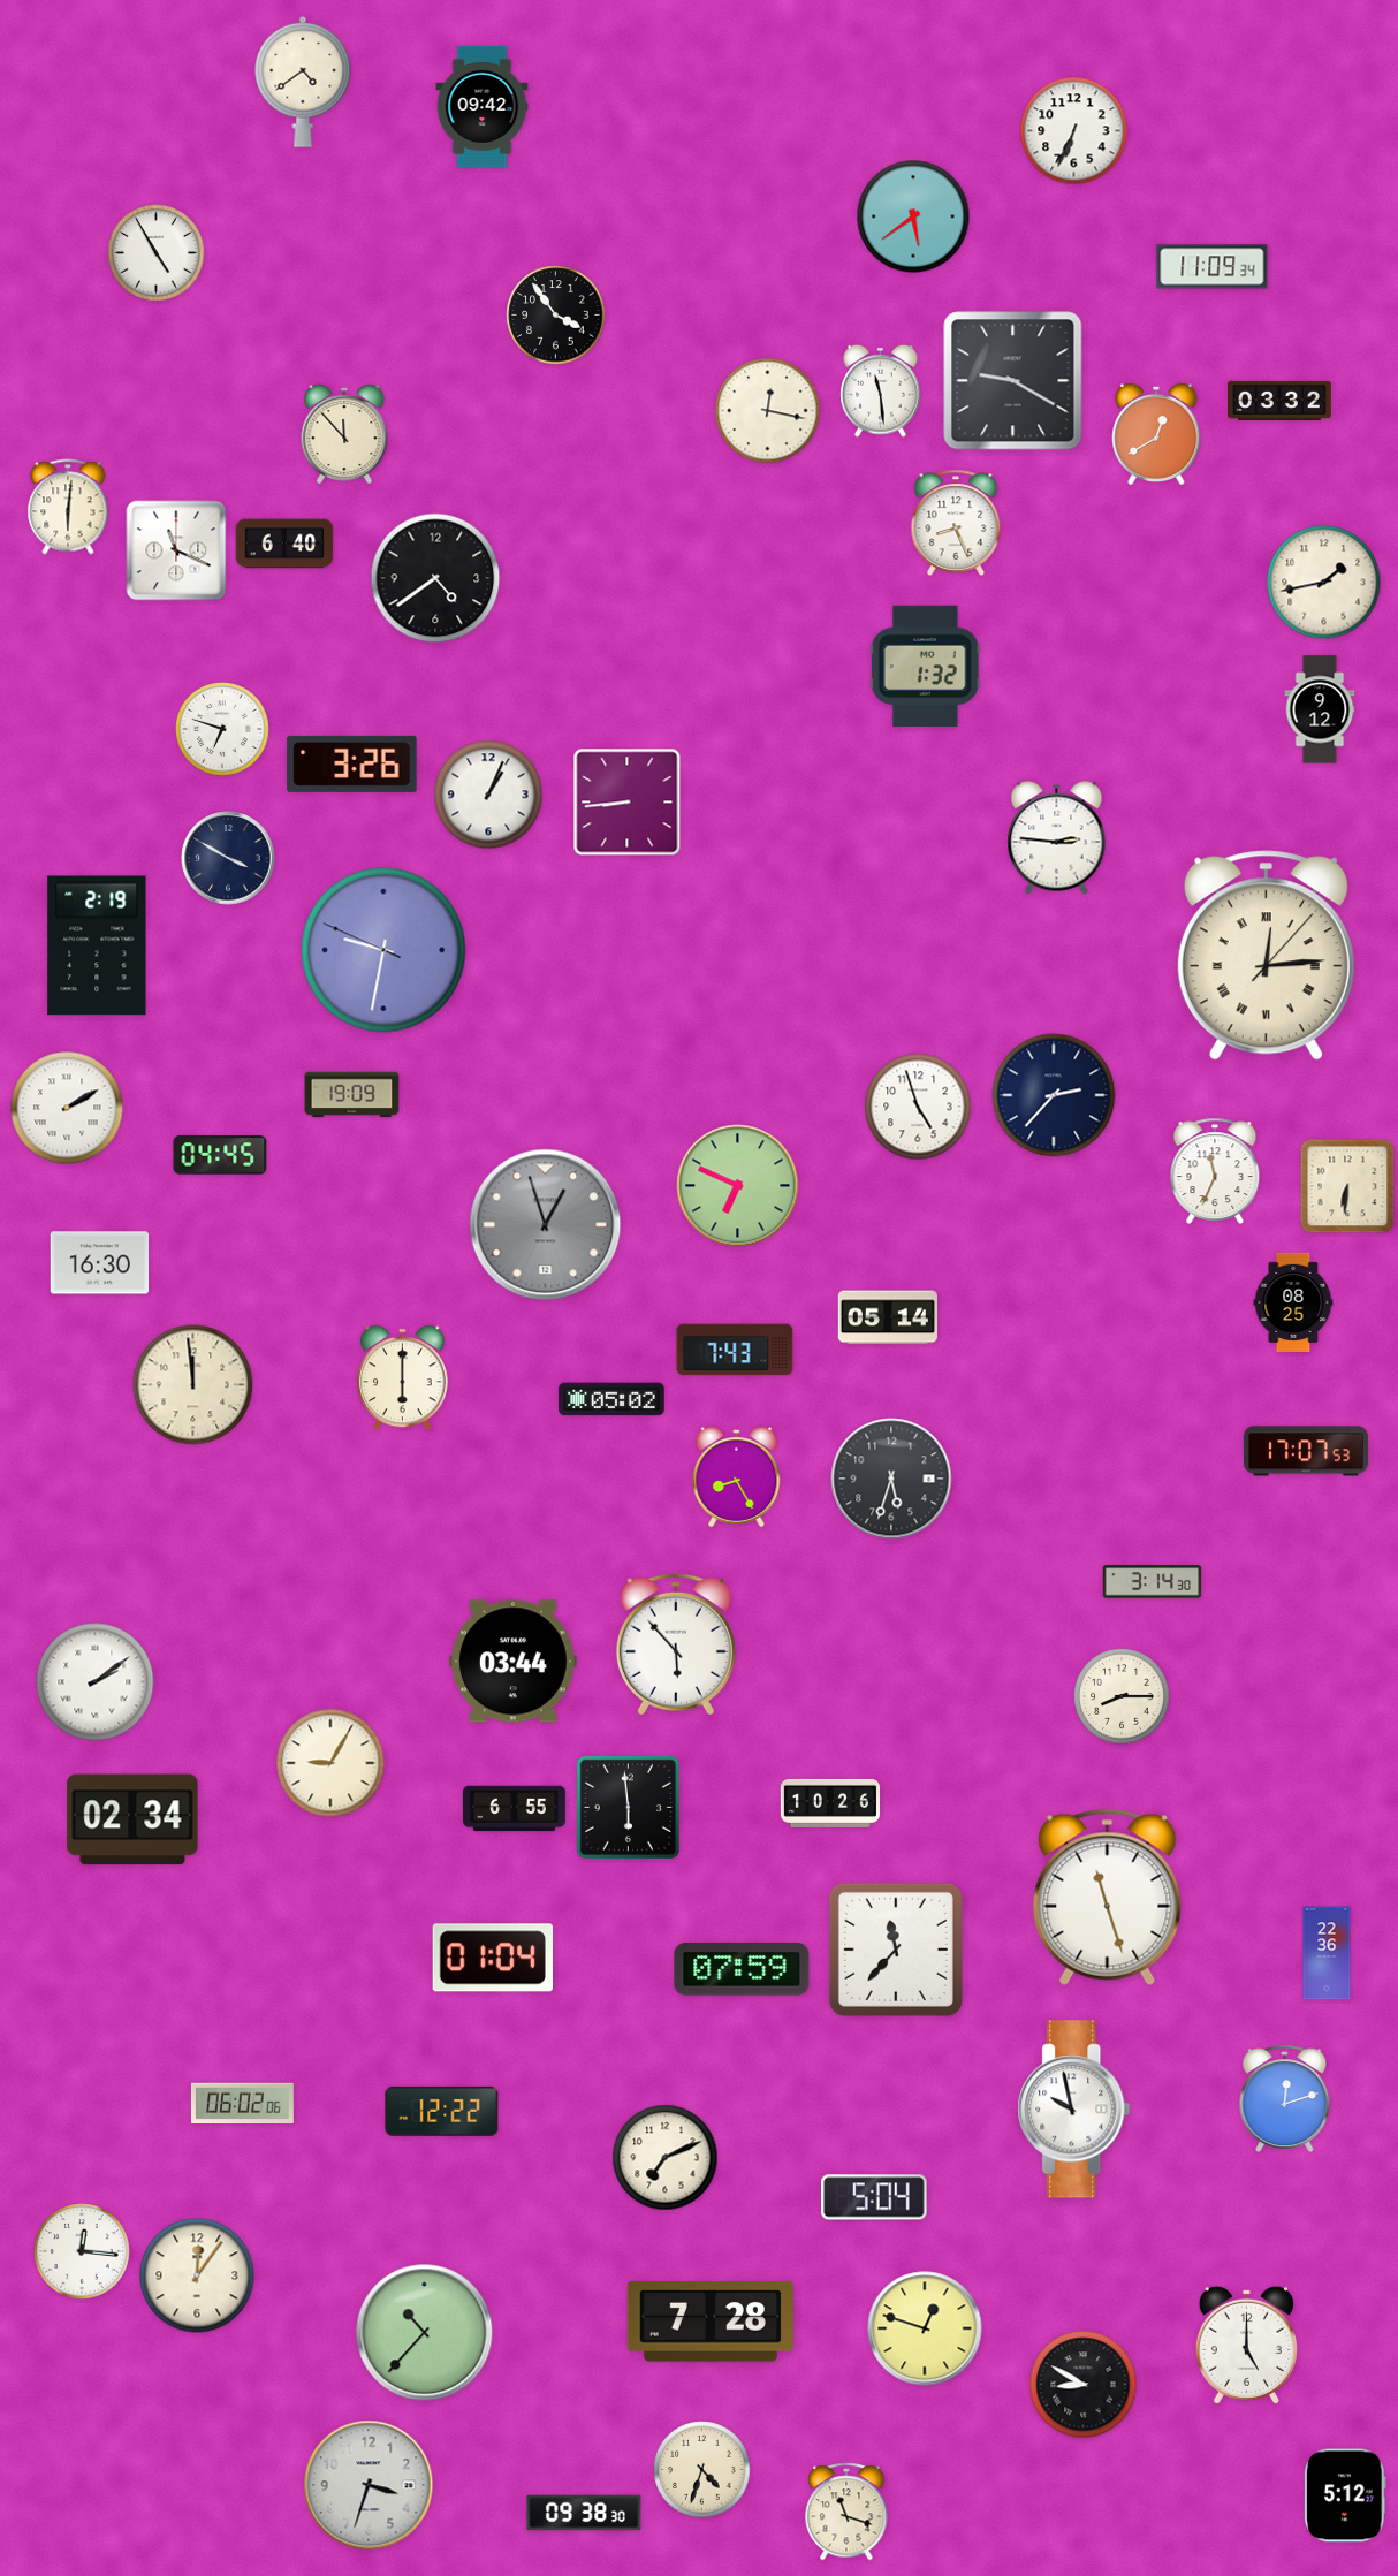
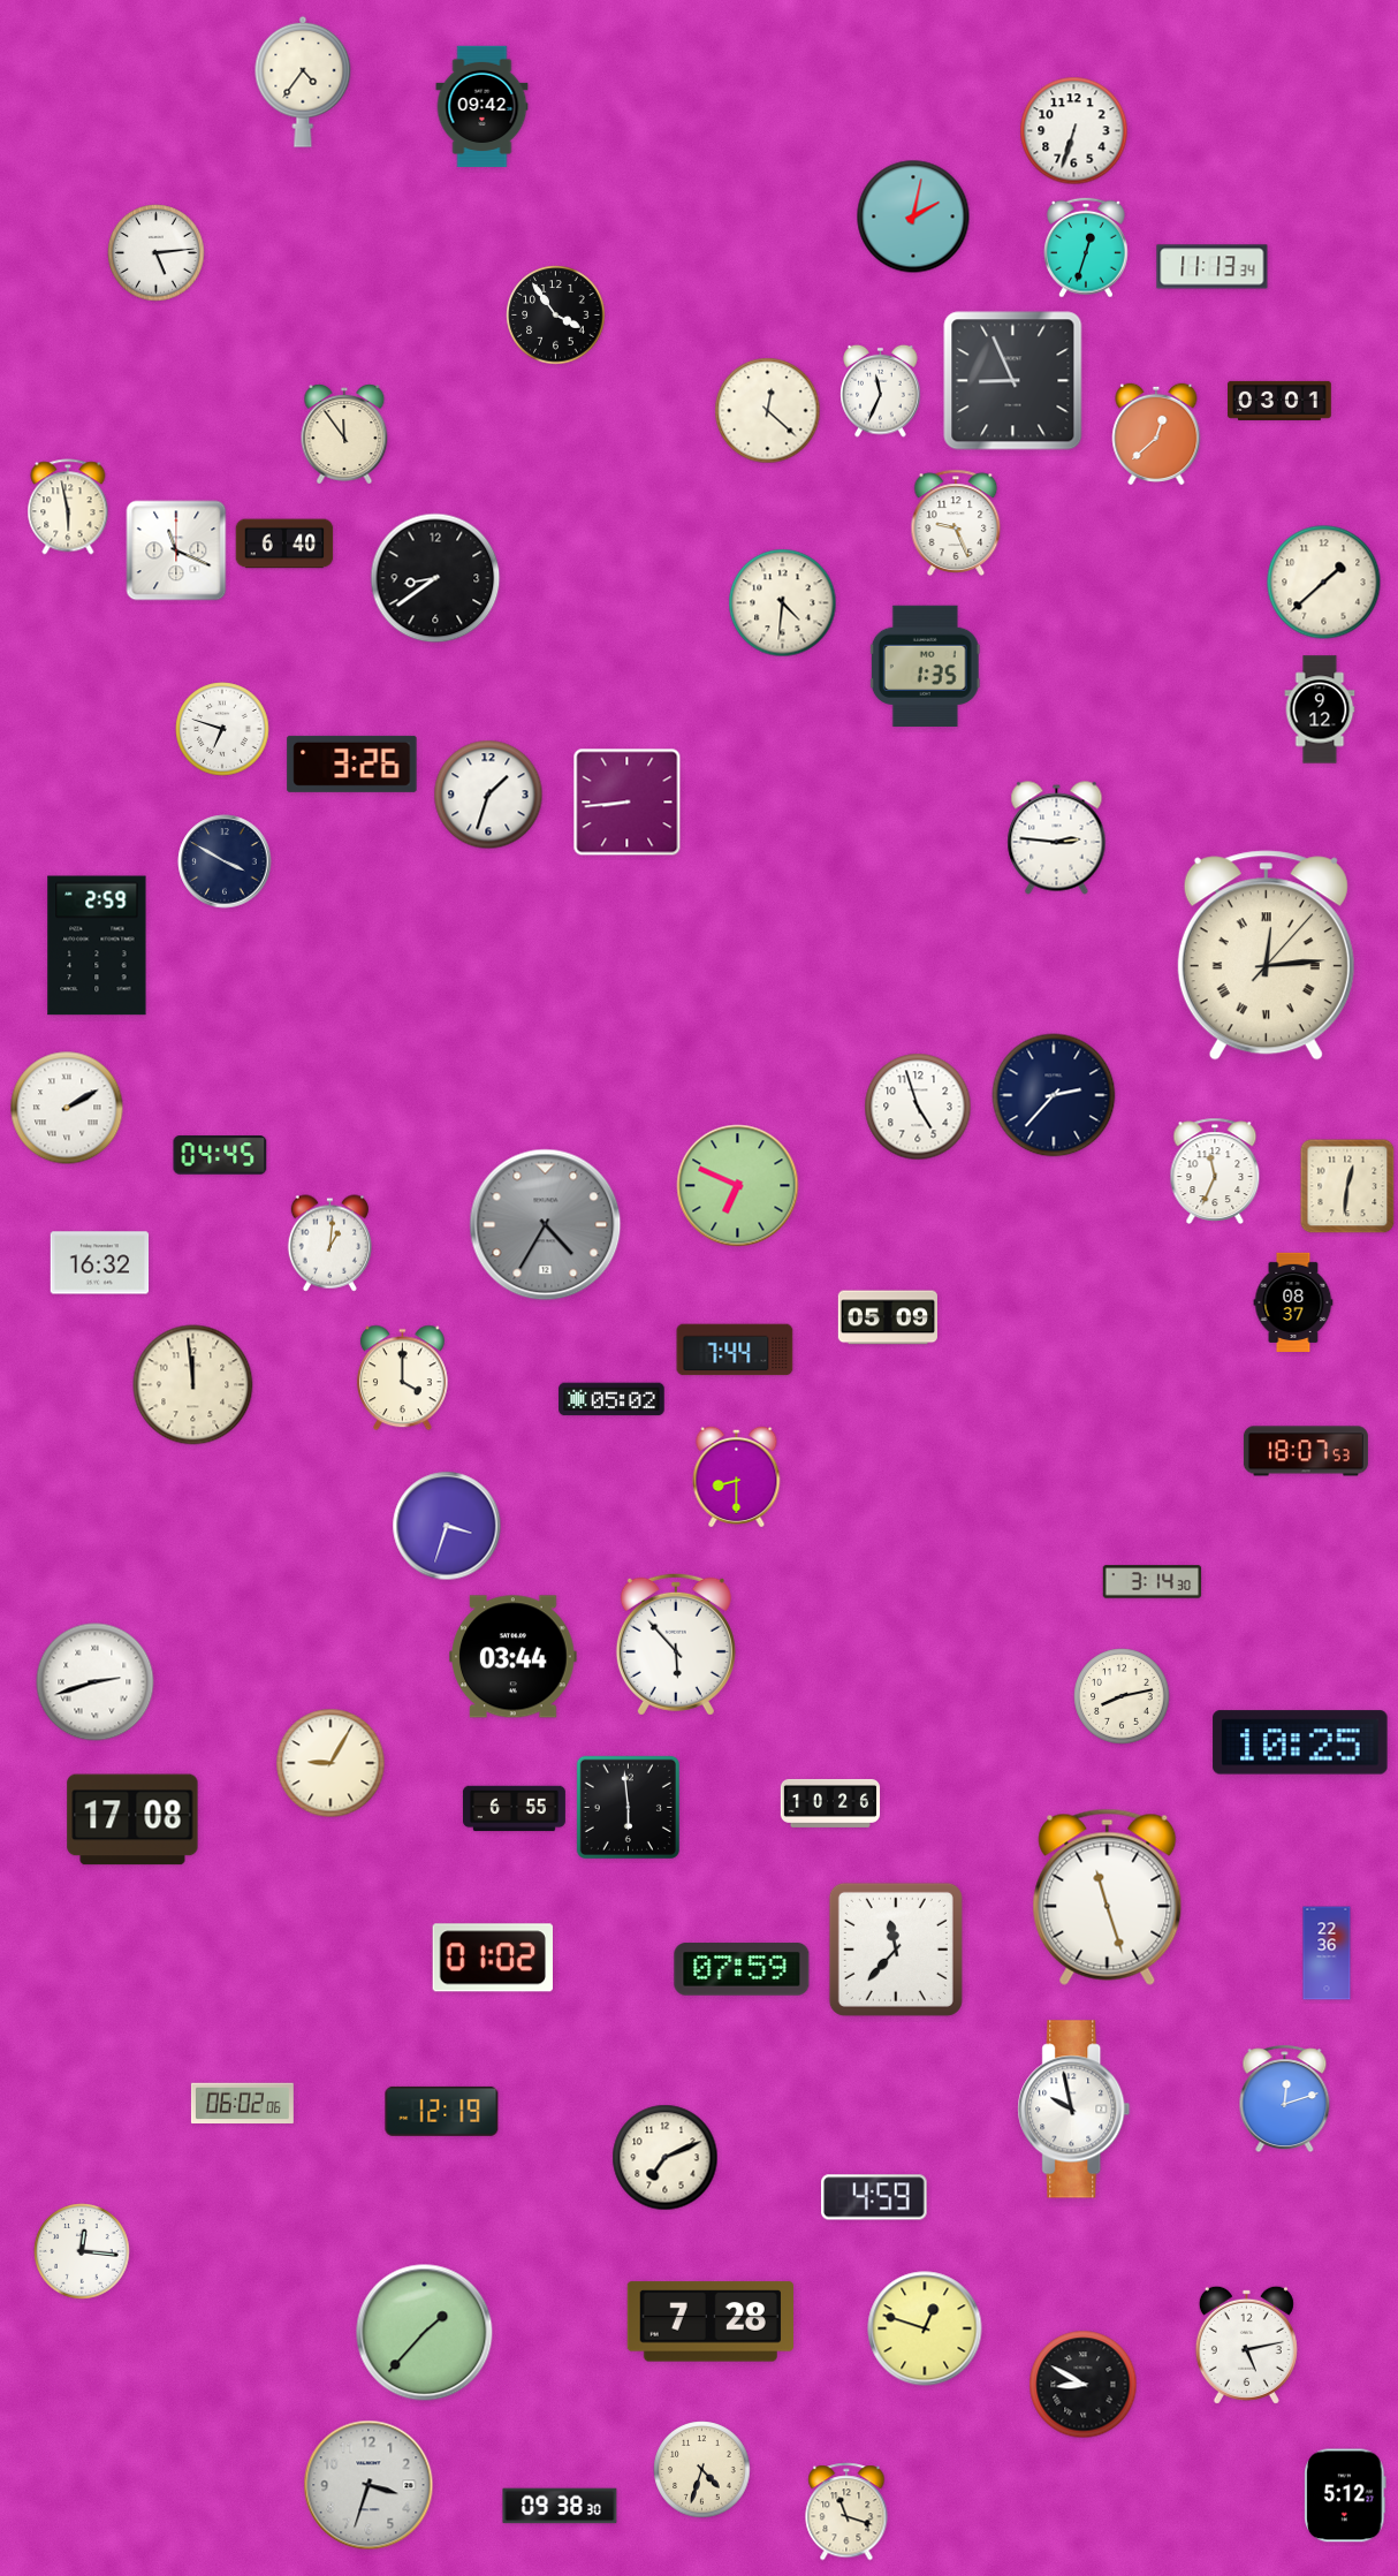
clock at (303, 82): 4:39 -> 4:36
clock at (1074, 131): 6:34 -> 6:33
clock at (913, 216): 5:39 -> 2:02
clock at (1086, 248): none -> 12:33
clock at (157, 253): 4:55 -> 5:14
clock at (1213, 267): 11:09 -> 11:13
clock at (1013, 381): 9:20 -> 8:56
clock at (881, 390): 11:29 -> 11:34
clock at (1281, 401): 03:32 -> 03:01
clock at (768, 411): 12:17 -> 12:22
clock at (1156, 433): 12:40 -> 12:38
clock at (344, 434): 11:53 -> 11:54
clock at (68, 507): 6:01 -> 5:58
clock at (956, 523): 8:26 -> 9:26
clock at (435, 578): 4:39 -> 8:39
clock at (1324, 583): 1:43 -> 1:38
clock at (783, 603): none -> 4:31
clock at (925, 666): 1:32 -> 1:35
clock at (488, 795): 1:04 -> 1:33
clock at (228, 858) position: (228, 858) -> (225, 861)
clock at (97, 945): 2:19 -> 2:59
clock at (383, 950): 9:31 -> none
clock at (352, 1095): 19:09 -> none
clock at (1347, 1186): 6:31 -> 12:31
clock at (546, 1225): 12:57 -> 4:35
clock at (329, 1244): none -> 1:01
clock at (100, 1263): 16:30 -> 16:32
clock at (1293, 1301): 08:25 -> 08:37
clock at (887, 1317): 05:14 -> 05:09
clock at (735, 1350): 7:43 -> 7:44
clock at (402, 1378): 6:00 -> 4:00
clock at (1306, 1451): 17:07 -> 18:07
clock at (737, 1476): 8:25 -> 8:30
clock at (891, 1479): 5:33 -> none
clock at (447, 1526): none -> 3:33
clock at (514, 1662) position: (514, 1662) -> (514, 1657)
clock at (96, 1682): 2:09 -> 2:42
clock at (1122, 1696): 8:15 -> 8:13
clock at (1300, 1742): none -> 10:25
clock at (132, 1819): 02:34 -> 17:08
clock at (492, 1958): 01:04 -> 01:02
clock at (442, 2111): 12:22 -> 12:19
clock at (874, 2197): 5:04 -> 4:59
clock at (197, 2275): 12:06 -> none
clock at (425, 2333): 10:37 -> 1:37
clock at (1246, 2345): 5:00 -> 5:13
clock at (584, 2513) position: (584, 2513) -> (560, 2506)
